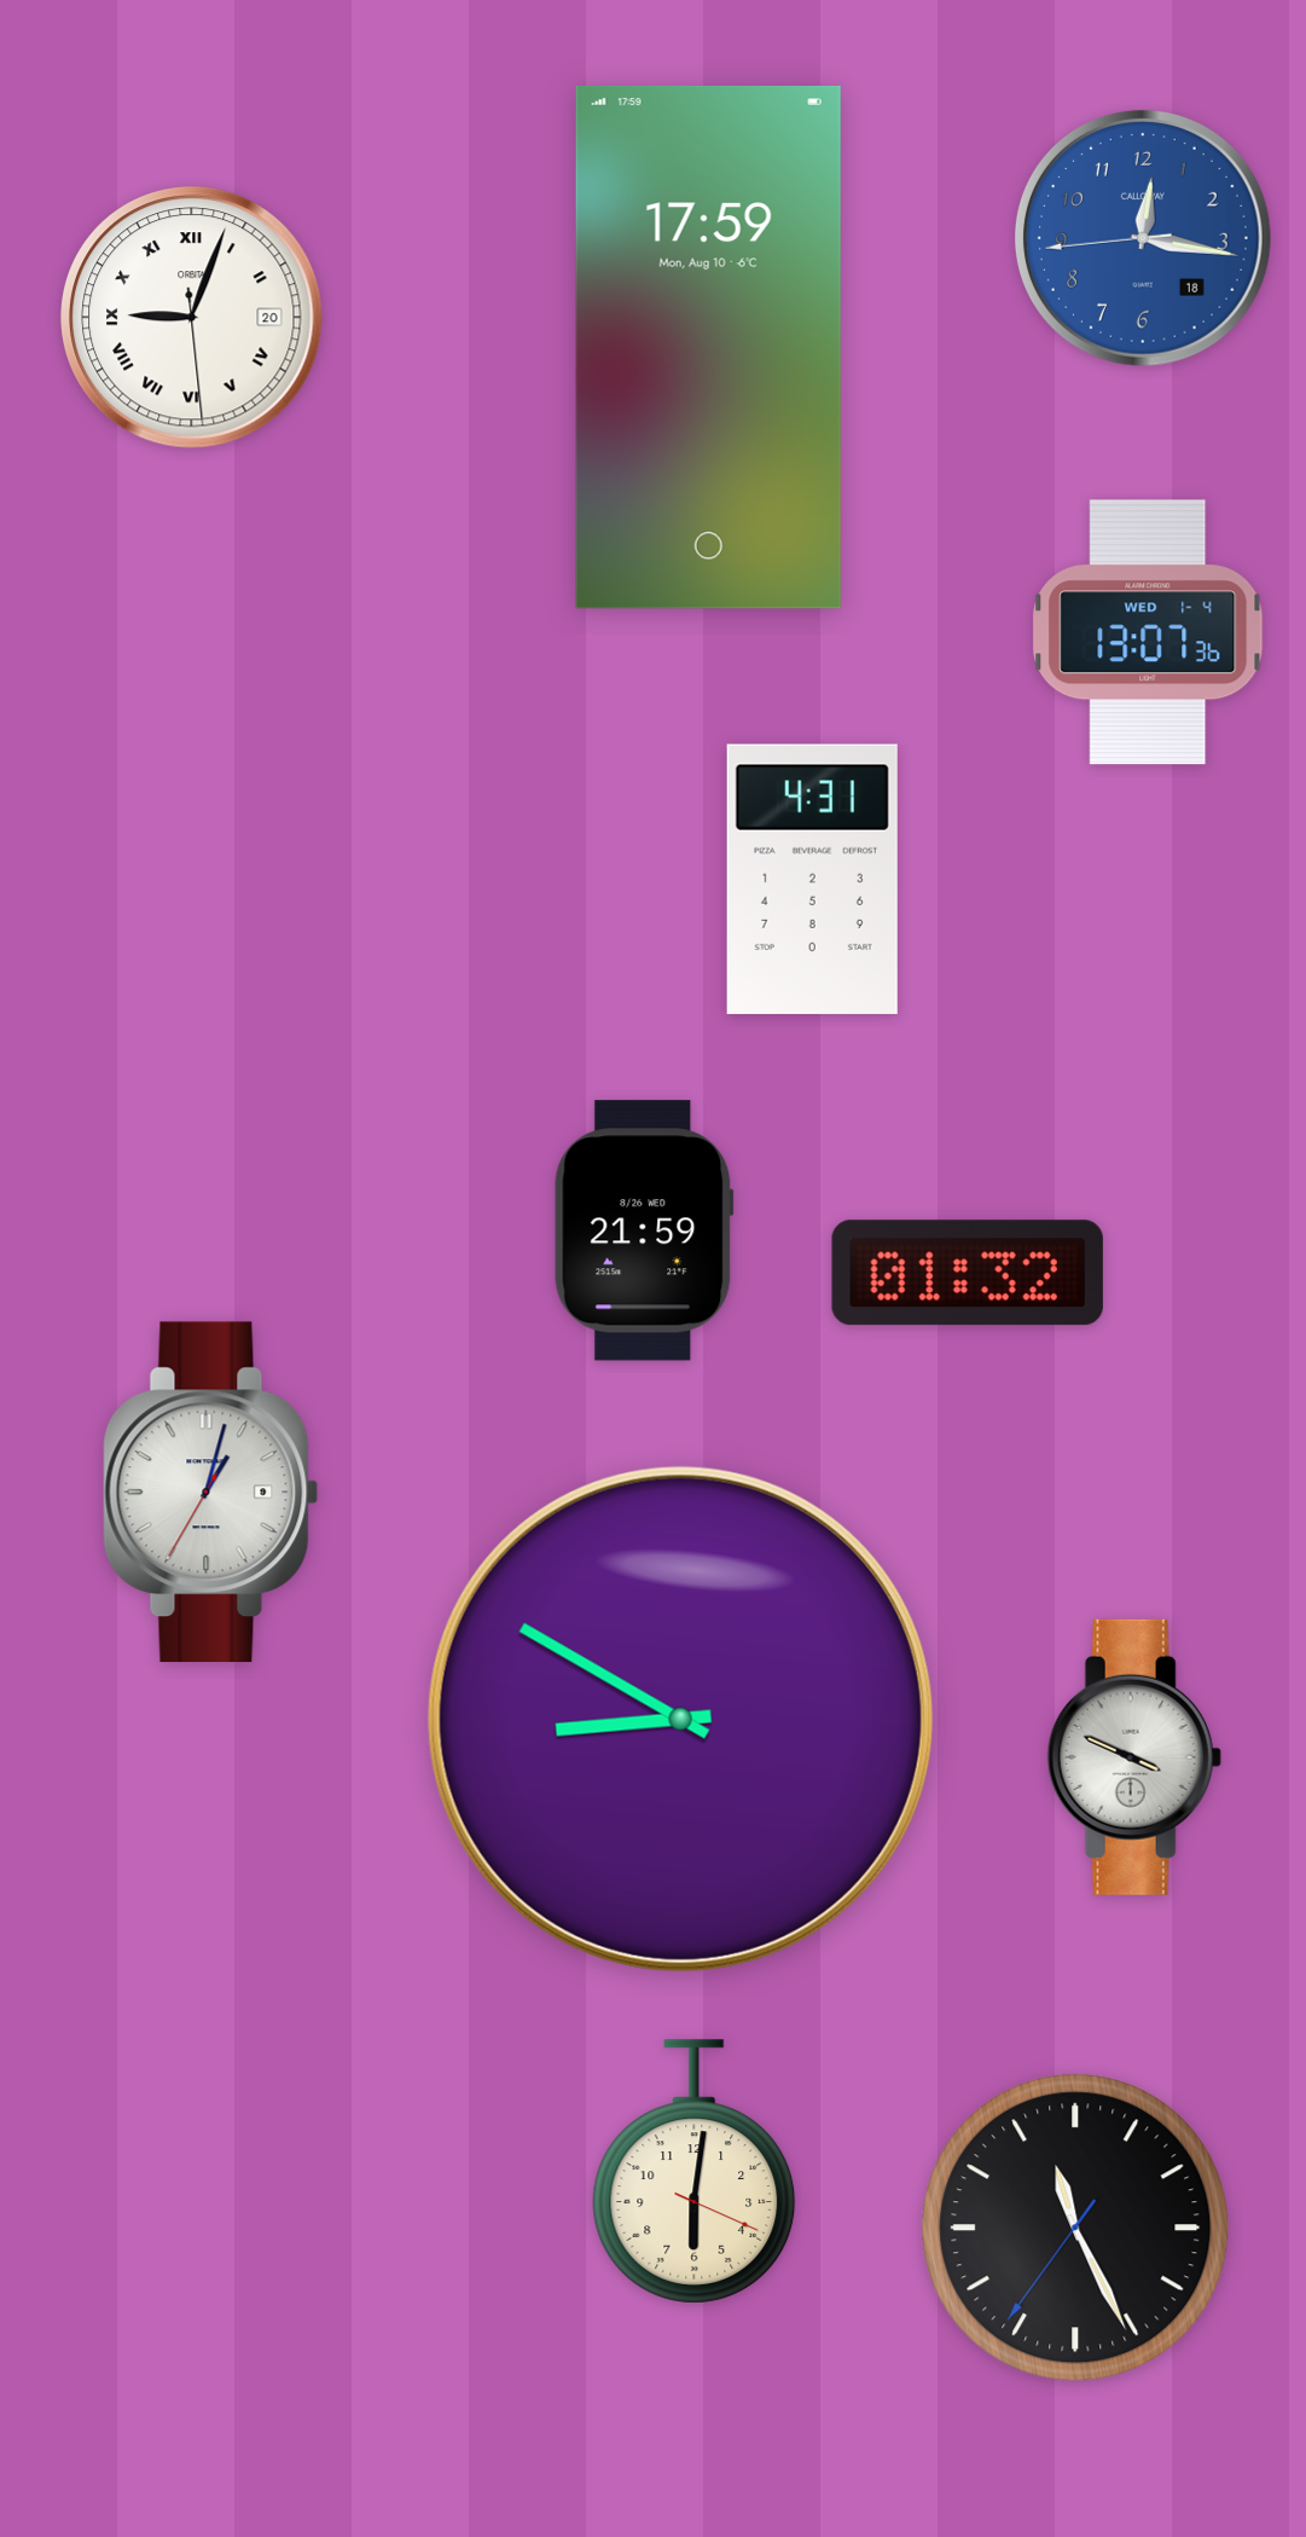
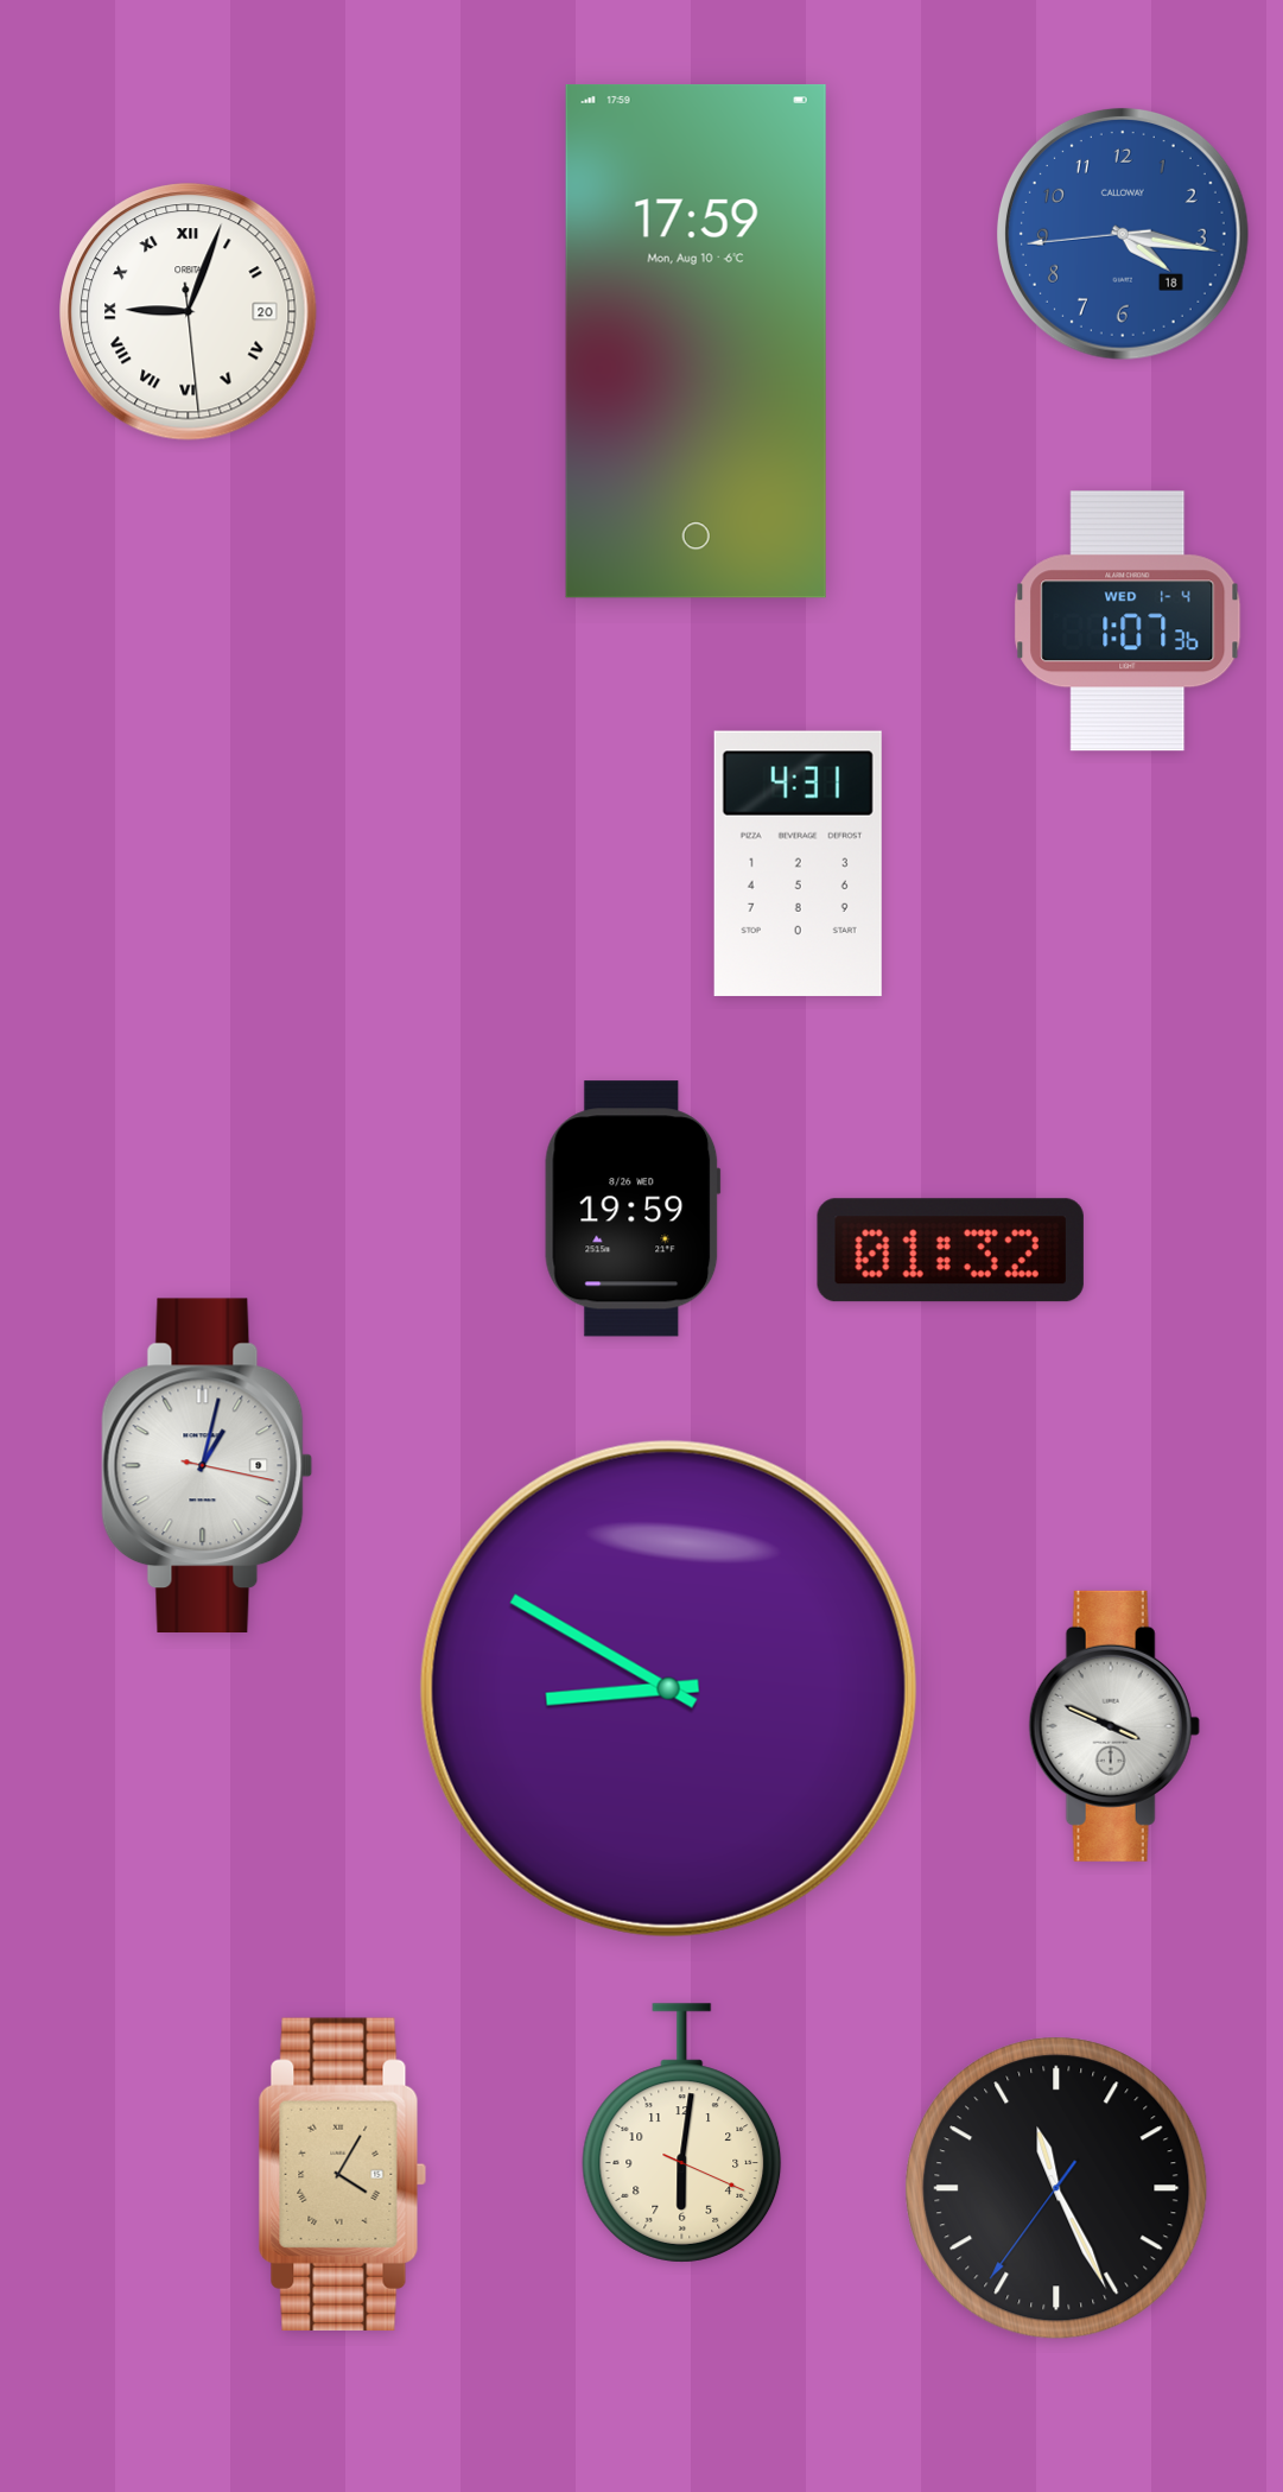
clock at (1143, 238): 12:16 -> 4:16
clock at (1148, 632): 13:07 -> 1:07
clock at (644, 1230): 21:59 -> 19:59
clock at (211, 1491): 1:02:35 -> 1:02:17
clock at (342, 2174): none -> 4:05
